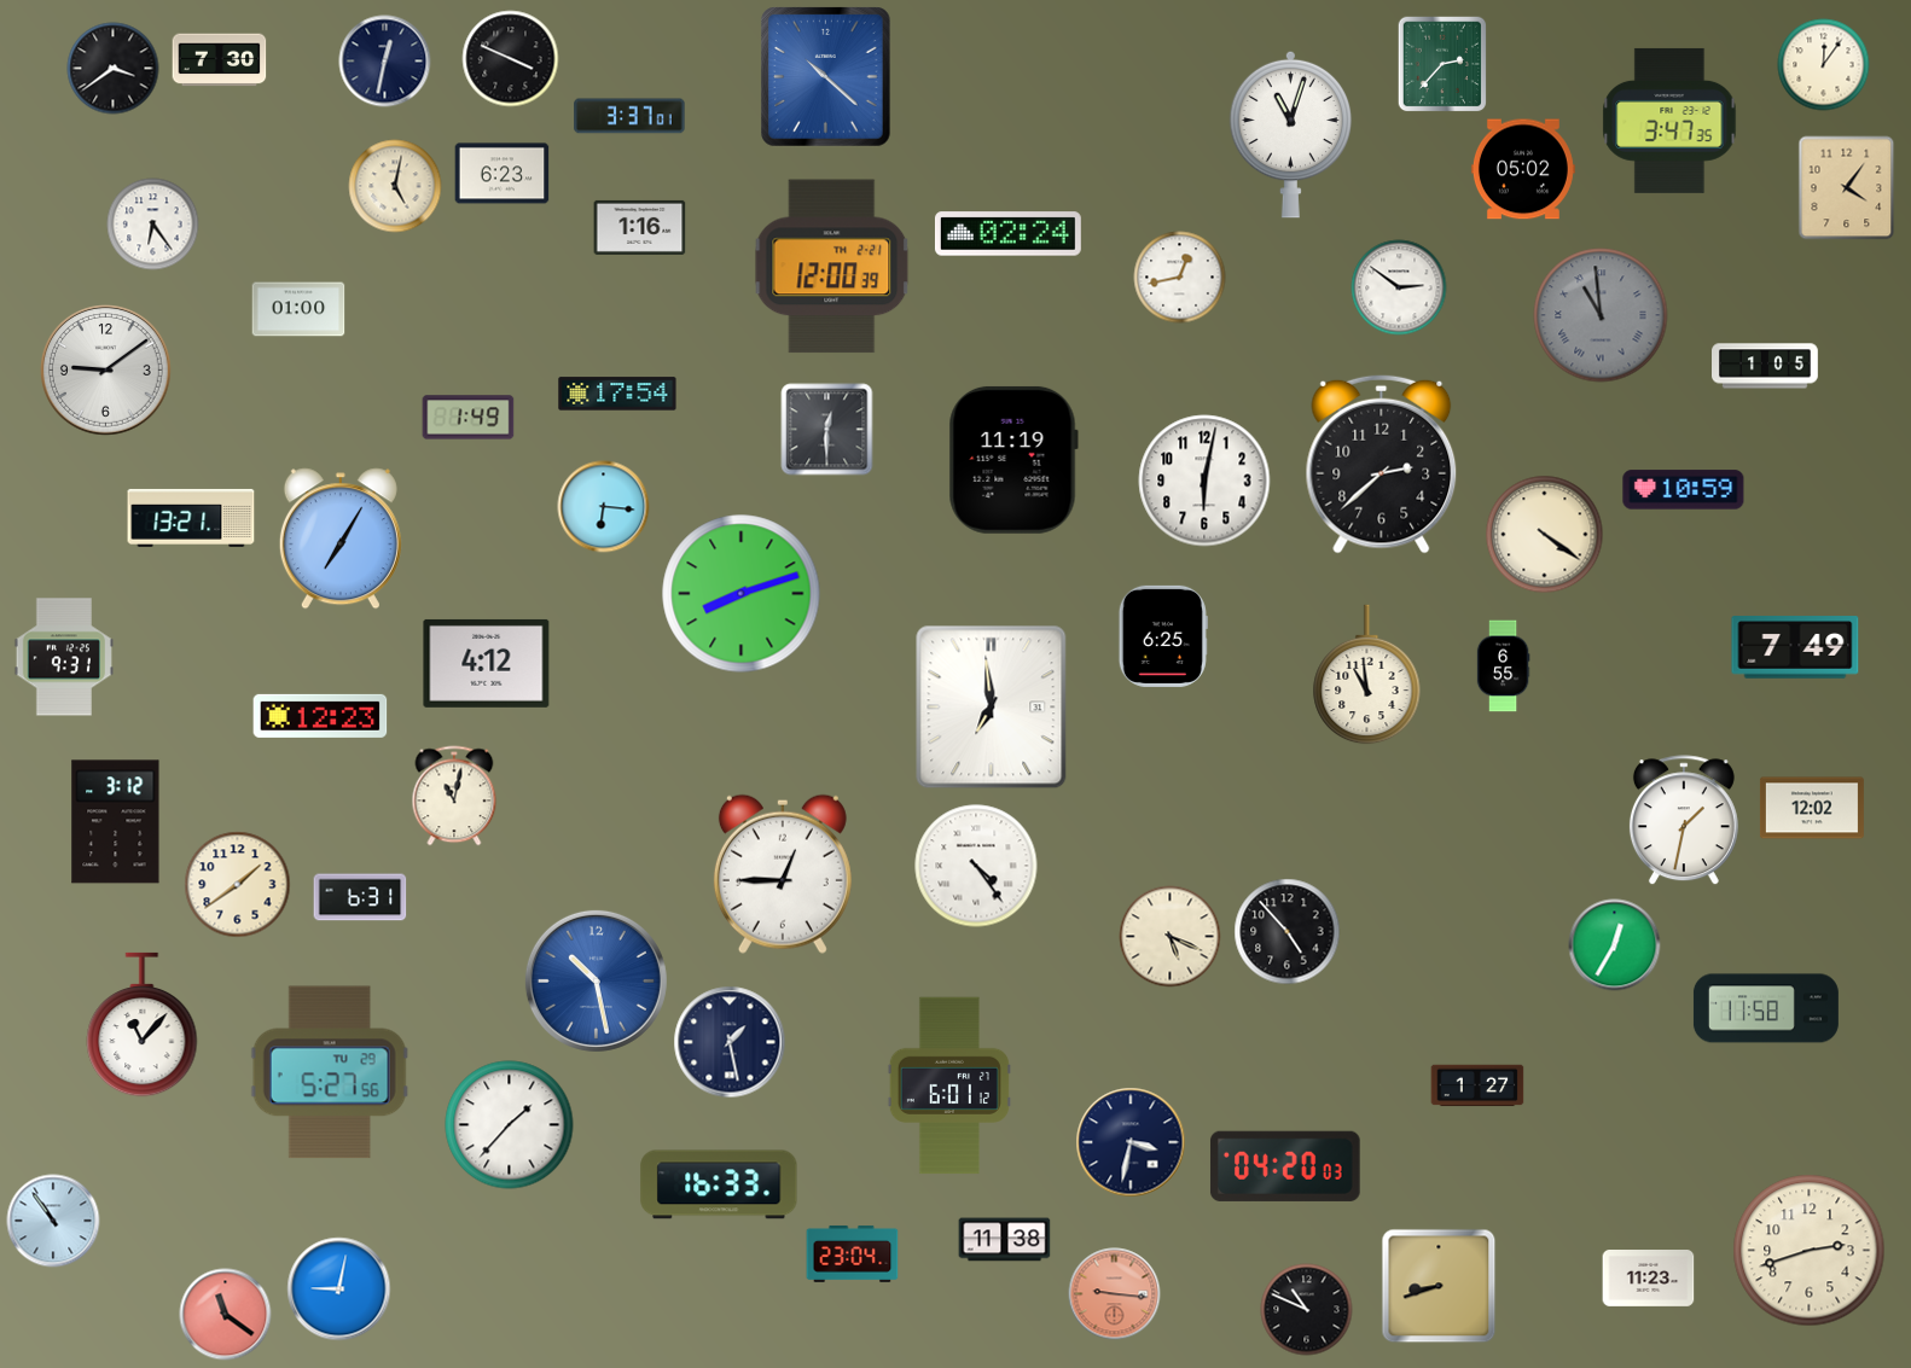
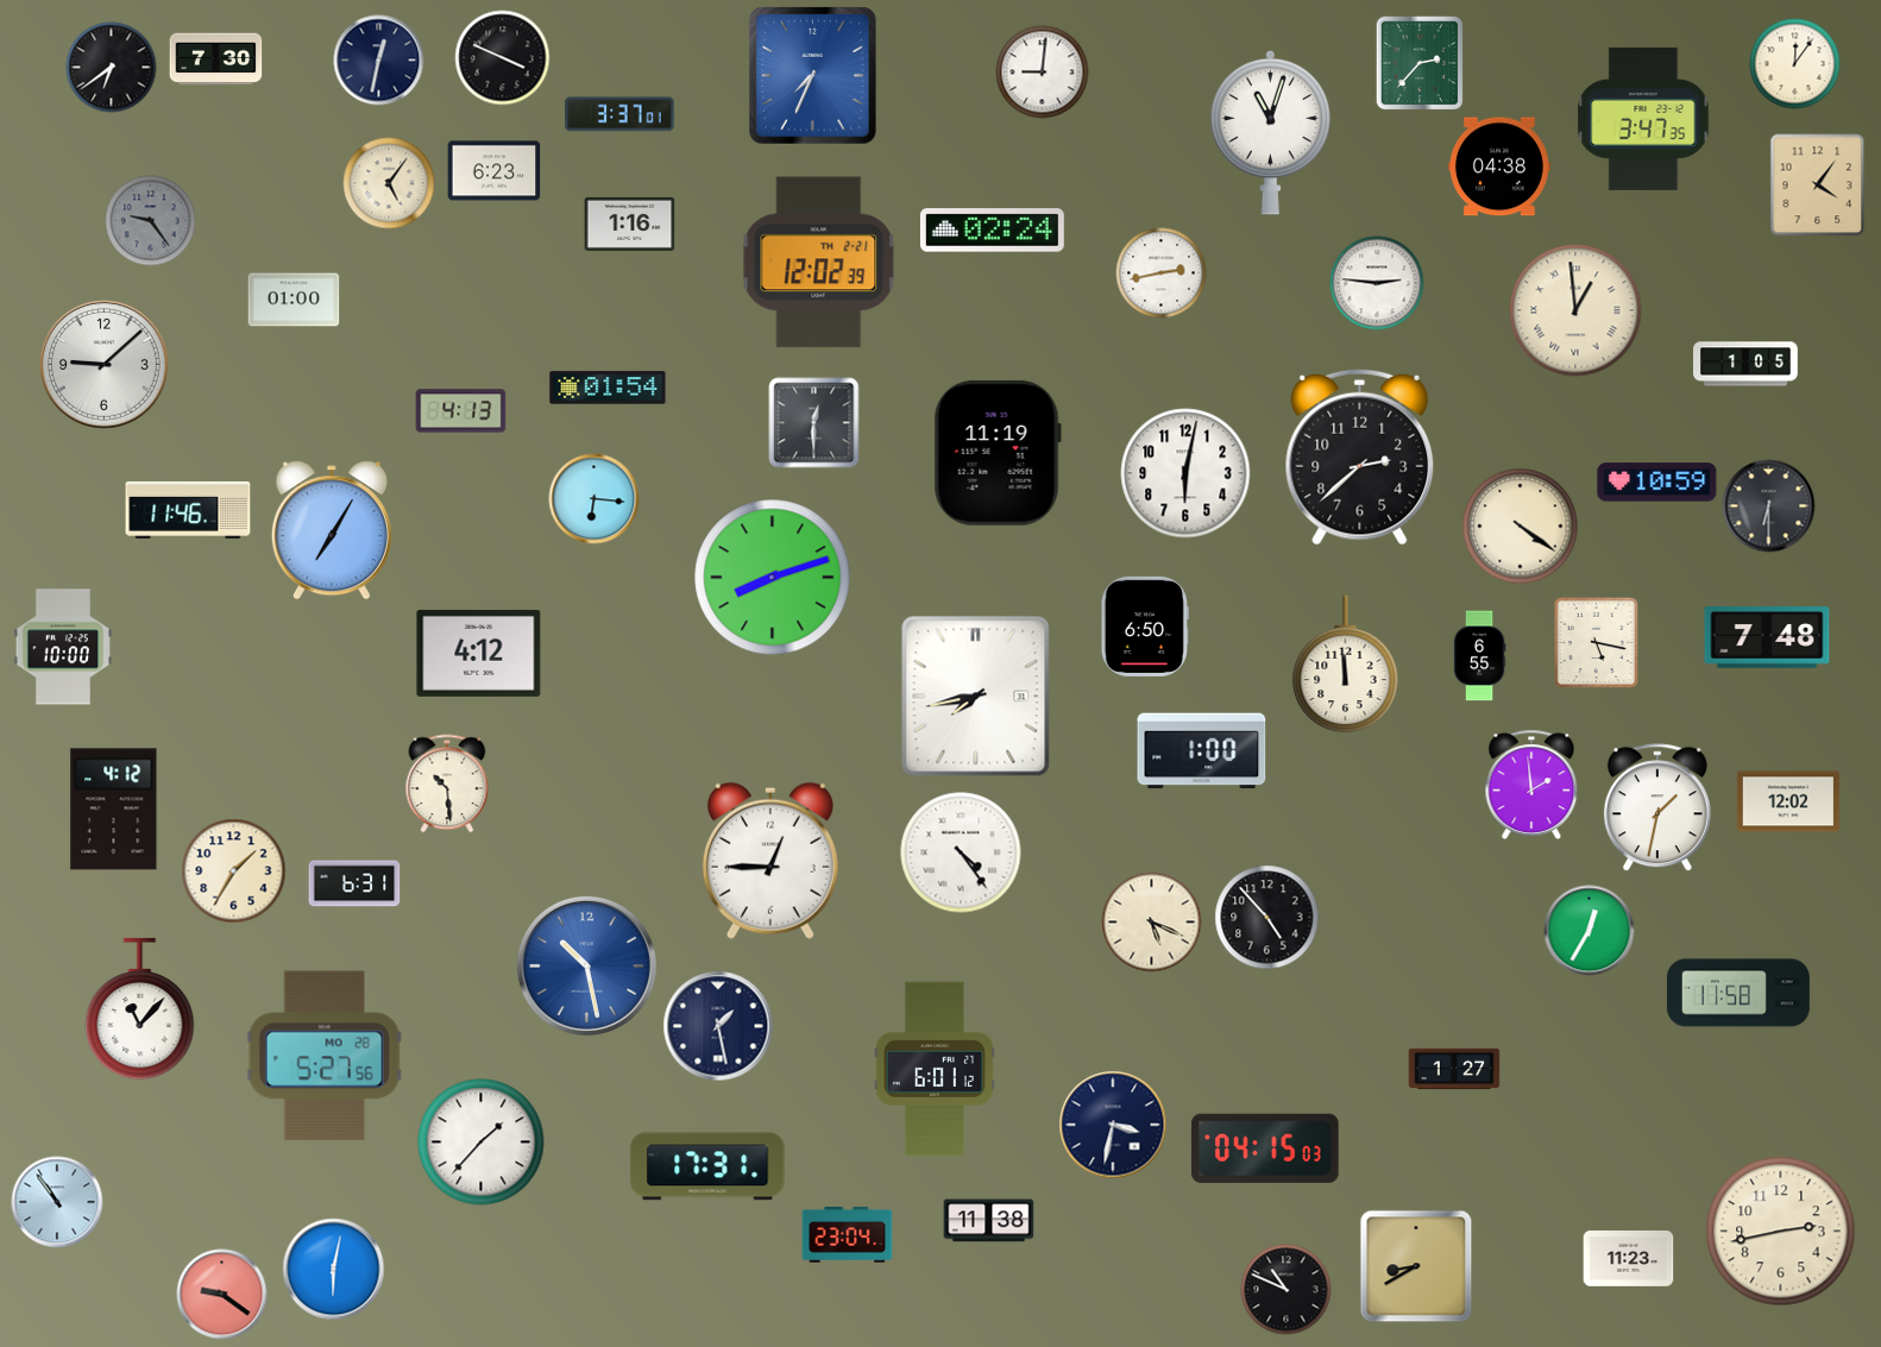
clock at (114, 69): 3:39 -> 6:39
clock at (1043, 73): none -> 9:01
clock at (826, 77): 10:22 -> 7:34
clock at (1523, 169): 05:02 -> 04:38
clock at (395, 186): 5:02 -> 5:06
clock at (153, 225): 6:24 -> 9:24
clock at (153, 225) dial: white -> grey
clock at (832, 267): 12:00 -> 12:02
clock at (1180, 278): 12:43 -> 2:43
clock at (1399, 287): 2:51 -> 2:46
clock at (298, 309) position: (298, 309) -> (294, 300)
clock at (1601, 315): 10:59 -> 12:59
clock at (1601, 315) dial: grey -> cream
clock at (1766, 366) position: (1766, 366) -> (1747, 364)
clock at (106, 371): 9:09 -> 9:08
clock at (617, 394): 17:54 -> 01:54
clock at (469, 418): 1:49 -> 4:13
clock at (1769, 506): none -> 6:30
clock at (191, 518): 13:21 -> 11:46
clock at (341, 539) position: (341, 539) -> (332, 530)
clock at (742, 594) position: (742, 594) -> (773, 578)
clock at (1163, 636): 6:25 -> 6:50
clock at (1795, 647): 7:49 -> 7:48
clock at (1597, 642): none -> 5:17
clock at (63, 657): 9:31 -> 10:00
clock at (1367, 675): 10:59 -> 11:59
clock at (992, 708): 6:59 -> 7:43
clock at (320, 716): 12:23 -> none
clock at (1202, 751): none -> 1:00
clock at (454, 796): 11:02 -> 10:29
clock at (1531, 785): none -> 1:59
clock at (1812, 808) position: (1812, 808) -> (1788, 801)
clock at (116, 822): 3:12 -> 4:12
clock at (238, 885): 1:39 -> 1:35
clock at (330, 1072) date: TU 29 -> MO 28
clock at (510, 1125) position: (510, 1125) -> (482, 1143)
clock at (1285, 1166): 04:20 -> 04:15
clock at (719, 1184): 16:33 -> 17:31
clock at (53, 1221) position: (53, 1221) -> (57, 1202)
clock at (1810, 1251): 2:42 -> 2:43
clock at (853, 1253) position: (853, 1253) -> (848, 1234)
clock at (1649, 1279) position: (1649, 1279) -> (1629, 1259)
clock at (1439, 1286): 8:42 -> 8:40
clock at (339, 1290): 9:02 -> 6:02
clock at (1115, 1294): 9:16 -> none
clock at (226, 1315): 11:21 -> 9:21
